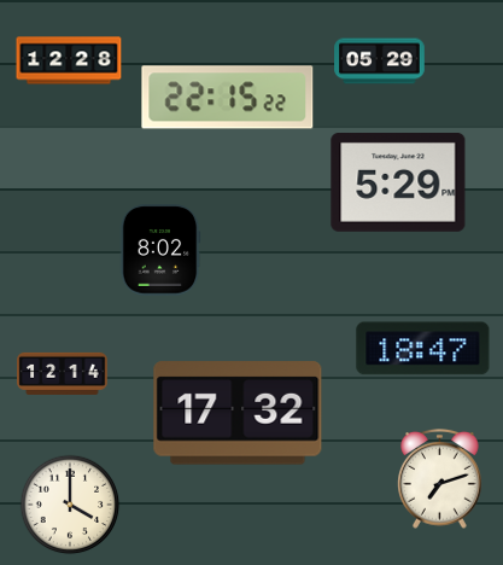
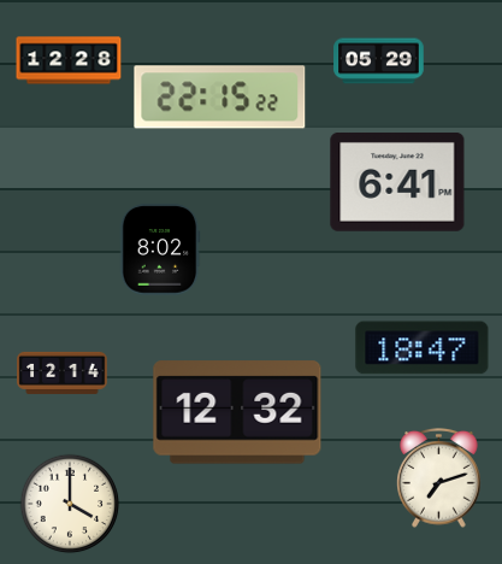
clock at (228, 98) position: (228, 98) -> (220, 98)
clock at (398, 182): 5:29 -> 6:41
clock at (238, 413): 17:32 -> 12:32
